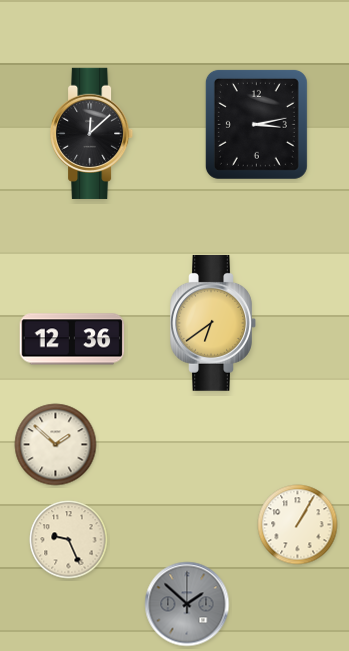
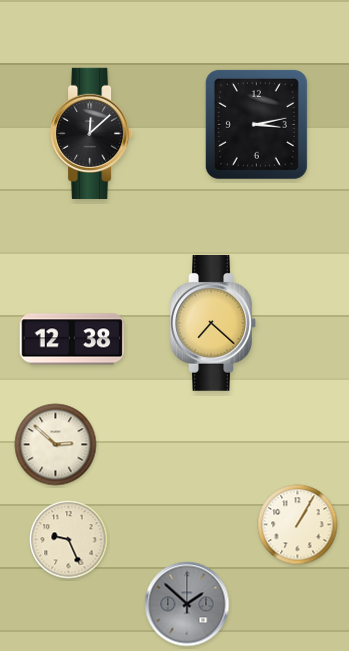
clock at (213, 323): 6:39 -> 7:22
clock at (72, 339): 12:36 -> 12:38
clock at (56, 445): 1:52 -> 2:52
